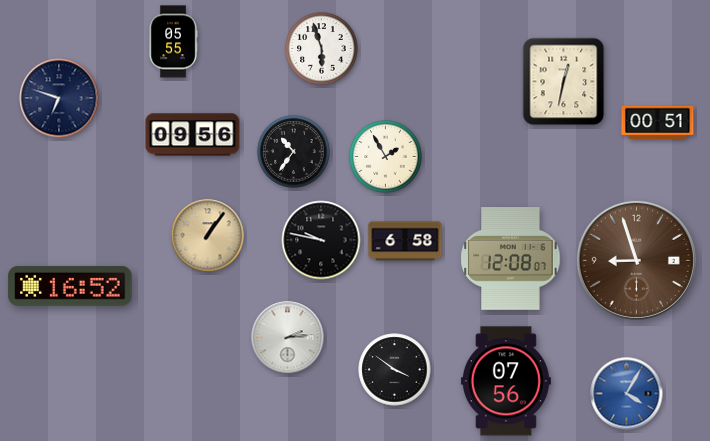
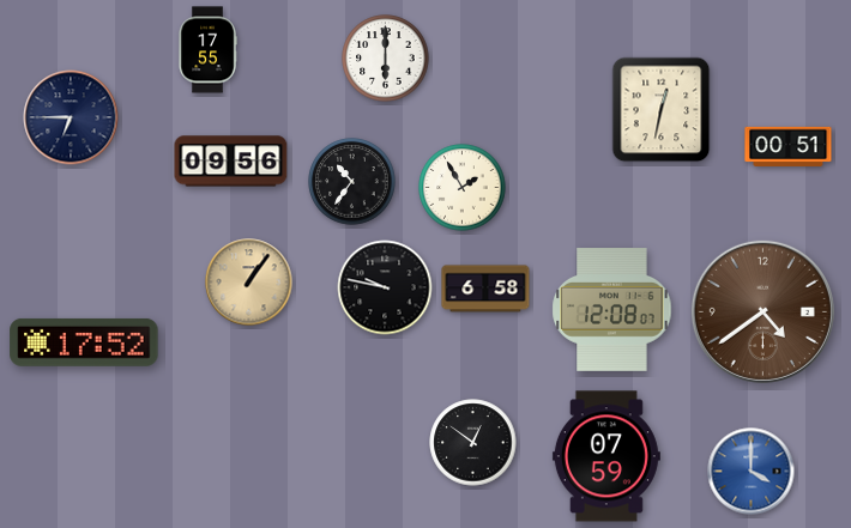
clock at (173, 42): 05:55 -> 17:55
clock at (322, 49): 5:57 -> 6:00
clock at (564, 82) position: (564, 82) -> (662, 110)
clock at (59, 98): 6:48 -> 6:45
clock at (636, 260): 8:57 -> 4:39
clock at (70, 286): 16:52 -> 17:52
clock at (288, 338): 2:14 -> none
clock at (395, 370): 3:51 -> 12:51
clock at (506, 381): 07:56 -> 07:59
clock at (627, 394): 4:05 -> 4:00
